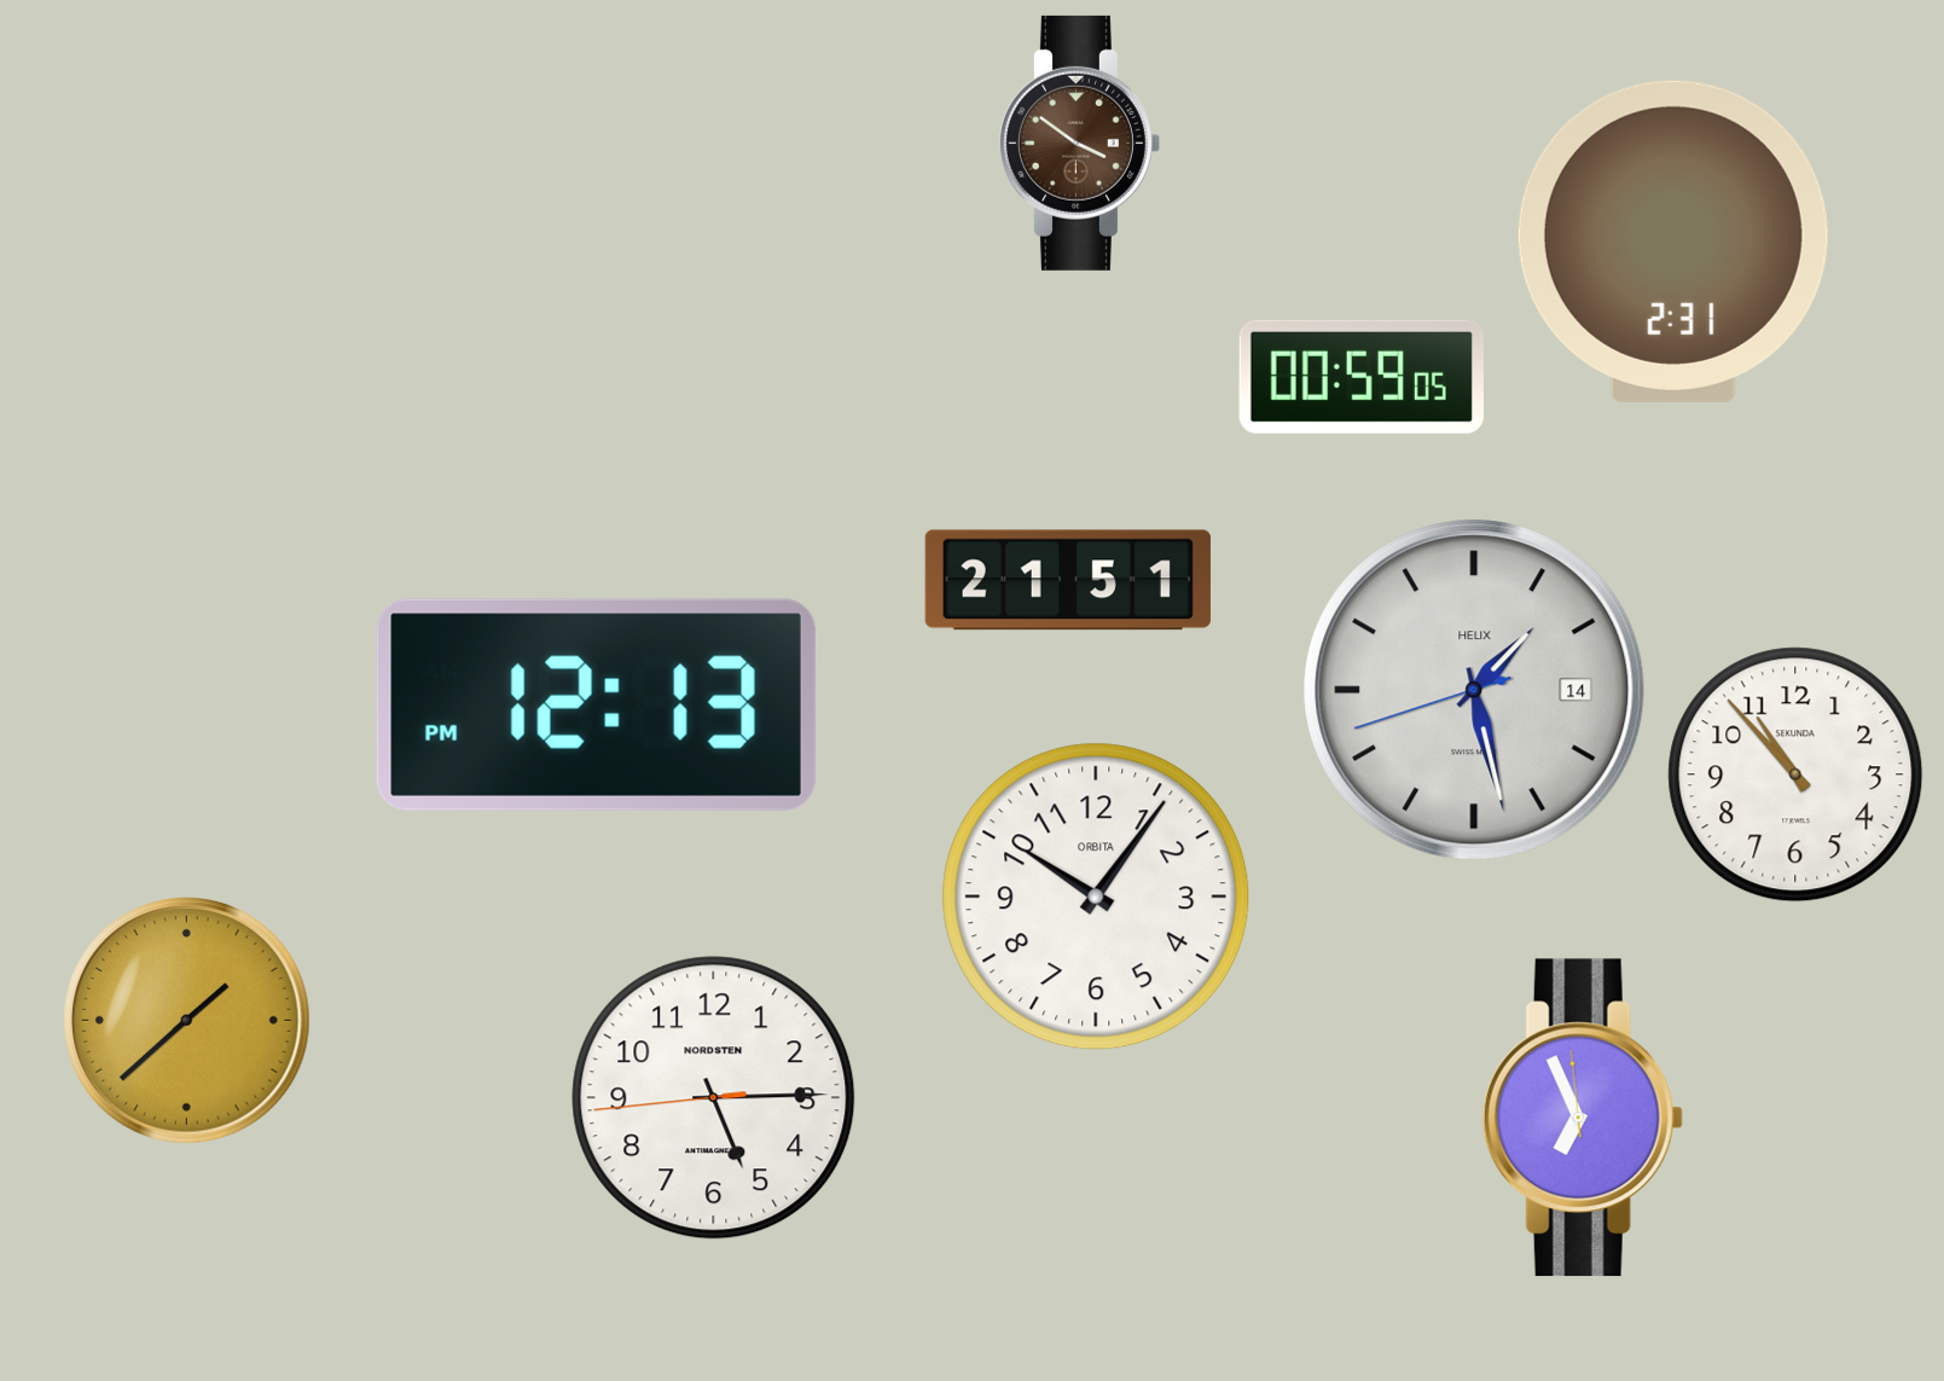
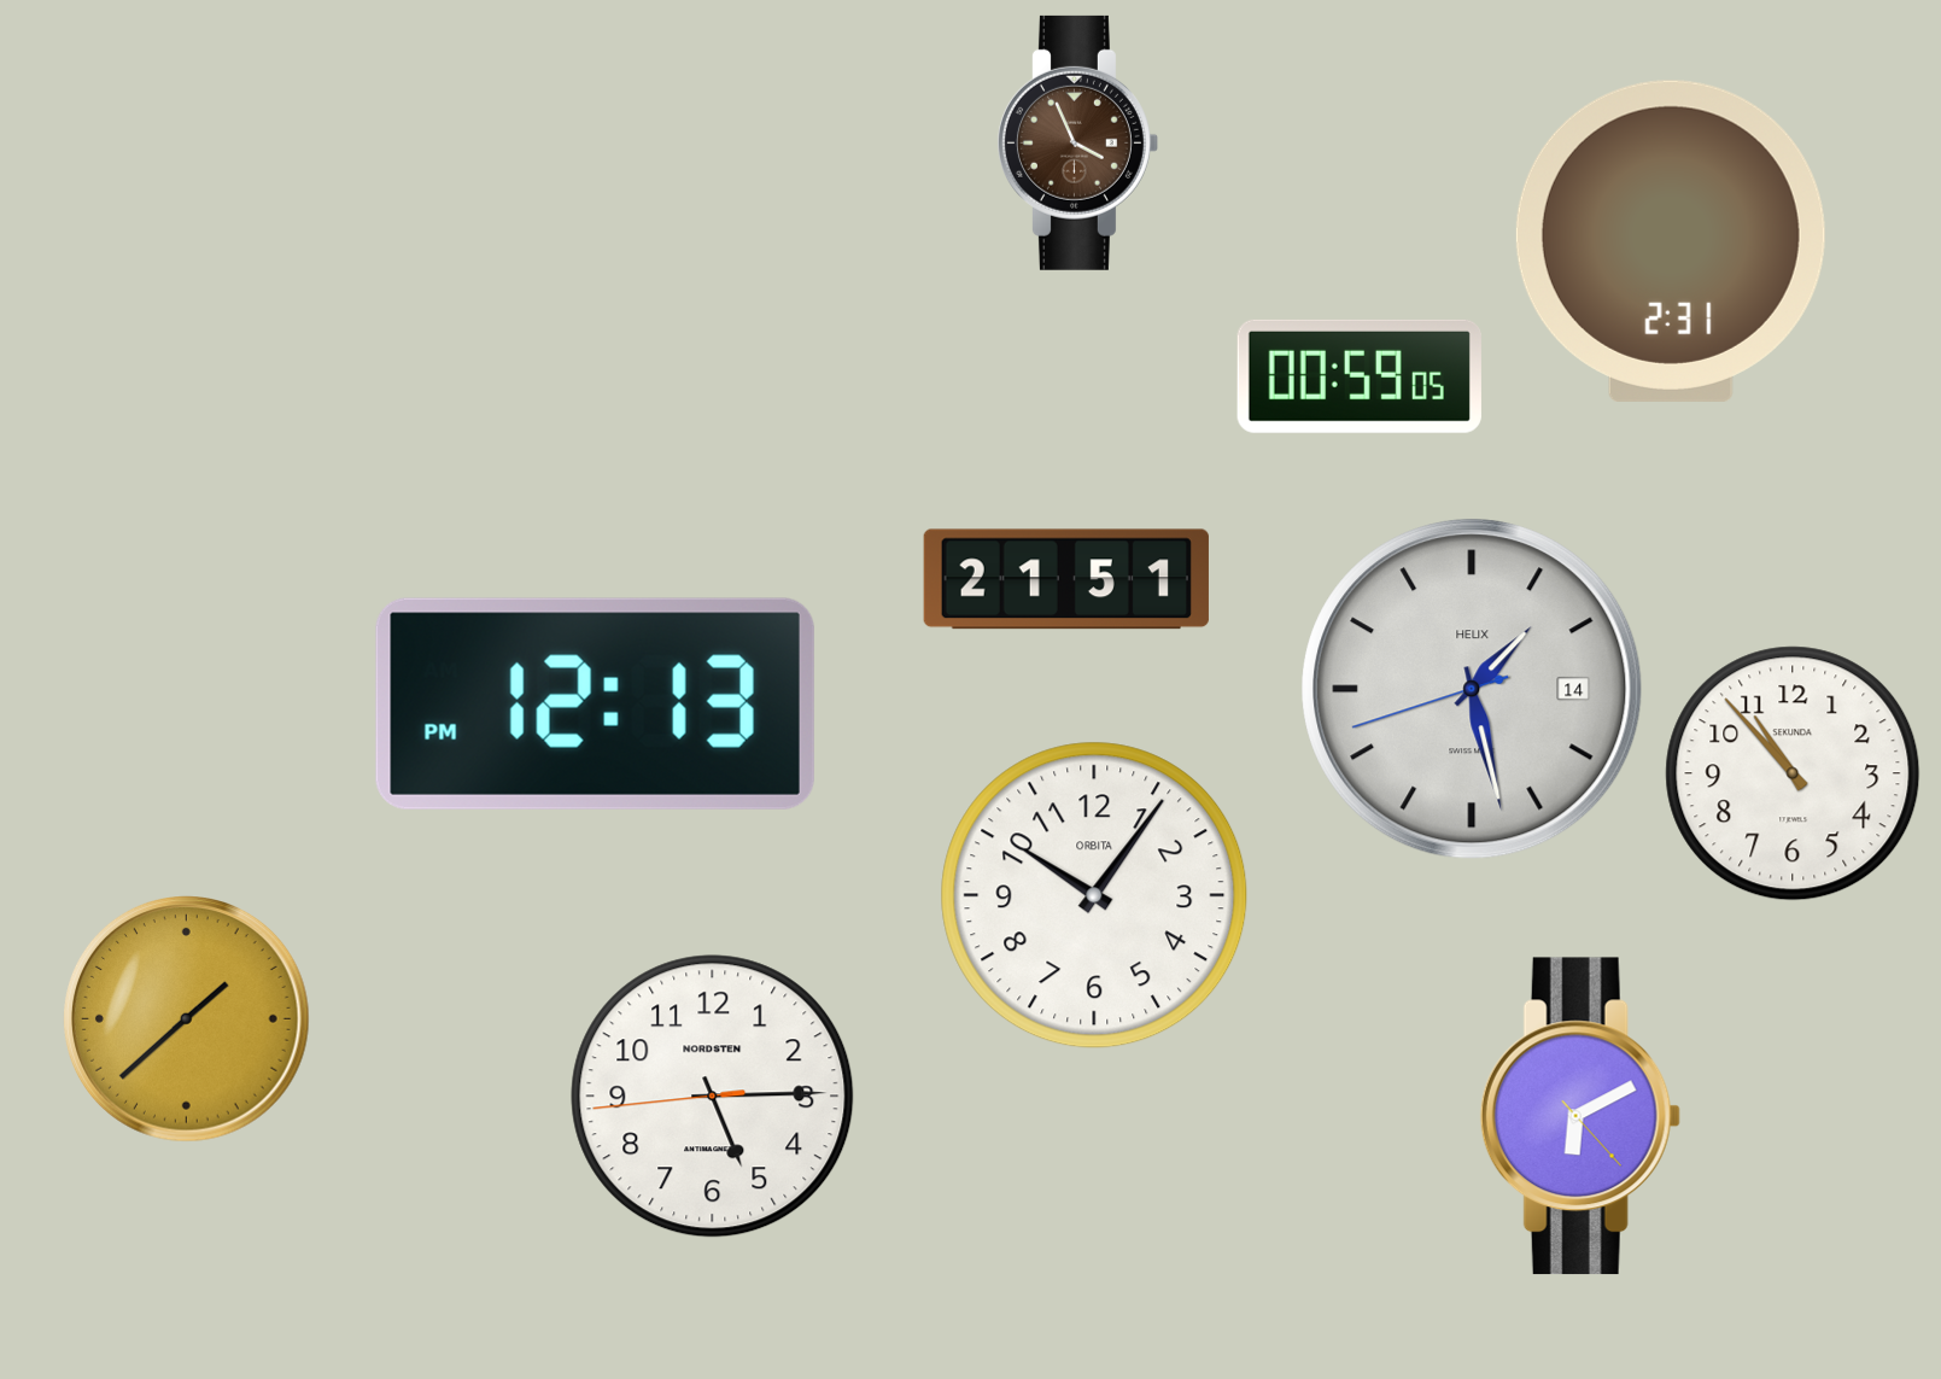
clock at (1079, 143): 3:51 -> 3:56
clock at (1583, 1118): 6:55 -> 6:10
